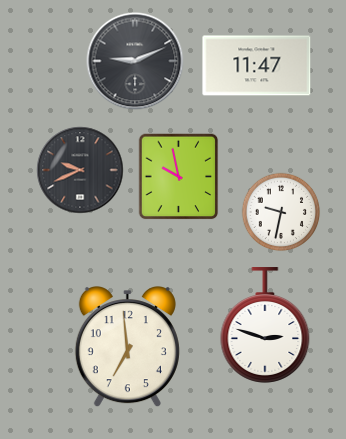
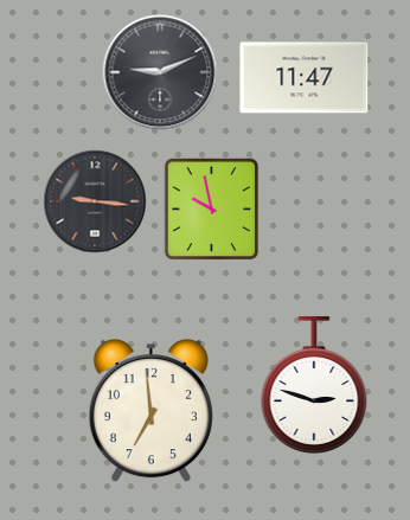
clock at (80, 170): 9:41 -> 9:16
clock at (281, 212): 9:32 -> none
